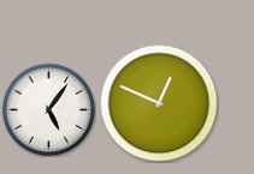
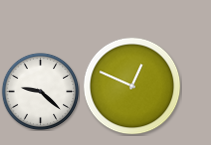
clock at (48, 109): 5:06 -> 9:22
